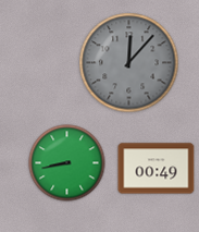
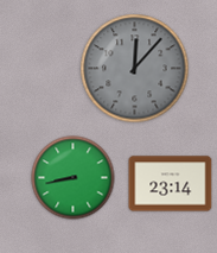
clock at (129, 63) position: (129, 63) -> (135, 69)
clock at (157, 169): 00:49 -> 23:14
